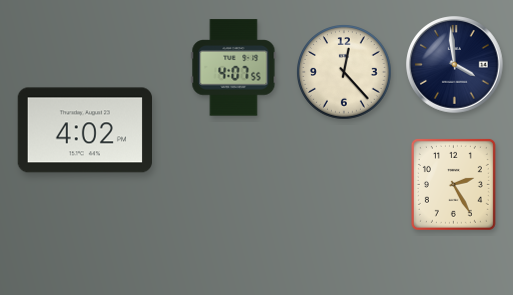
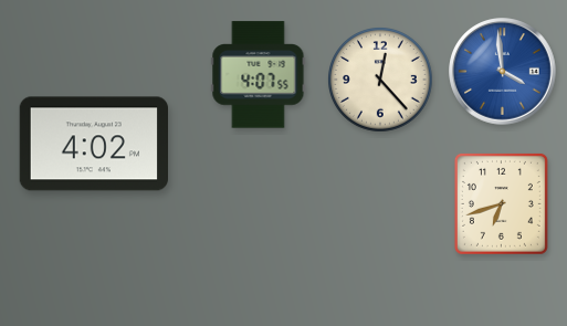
clock at (455, 65) dial: navy -> blue
clock at (453, 184): 2:25 -> 6:42
